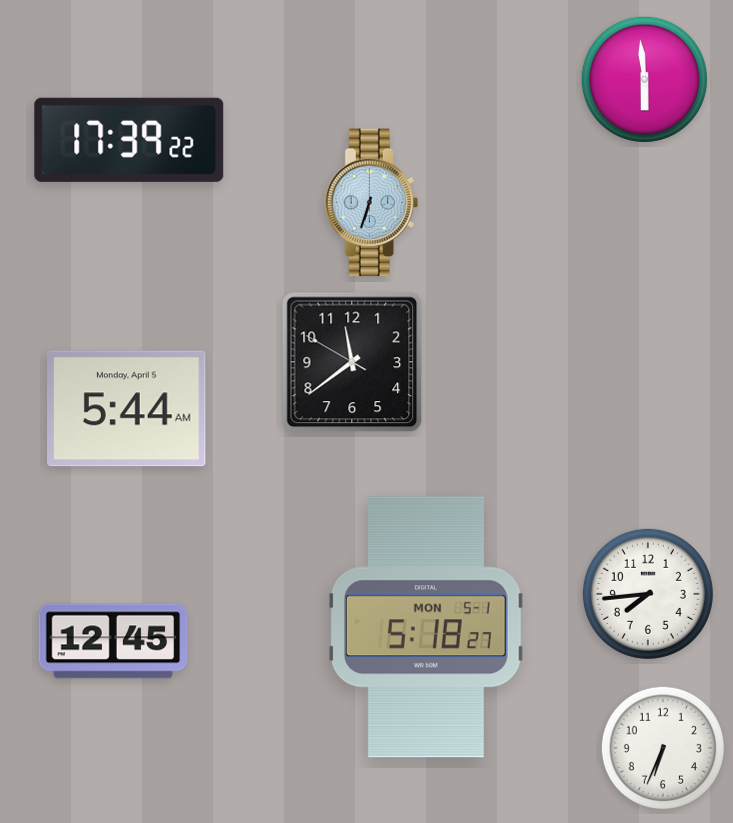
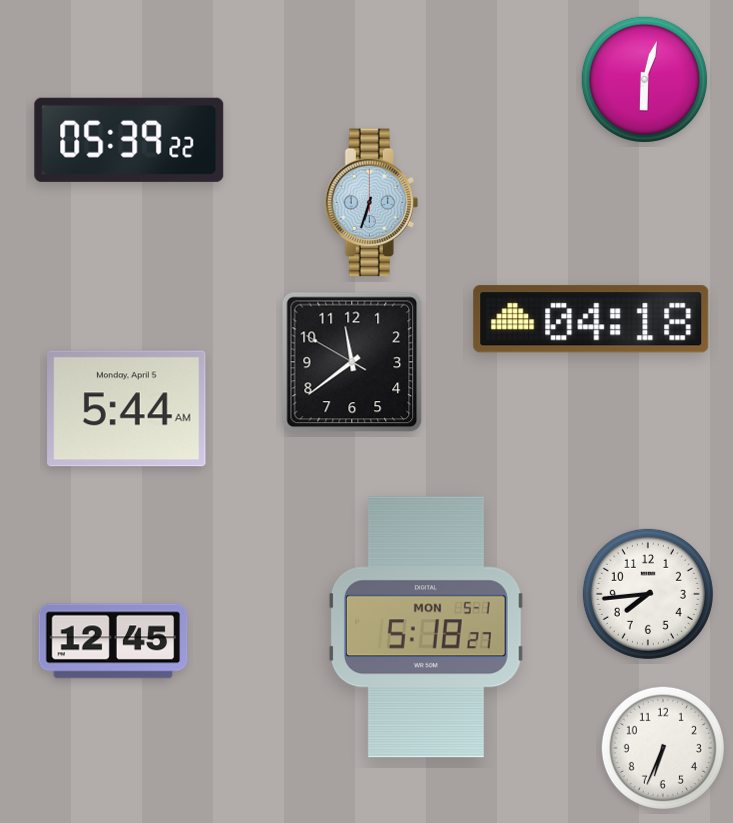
clock at (644, 79): 5:59 -> 6:03
clock at (129, 140): 17:39 -> 05:39
clock at (591, 319): none -> 04:18
